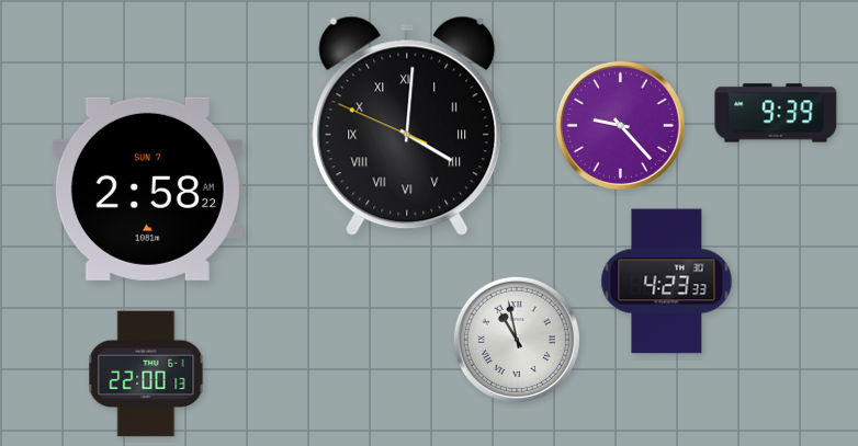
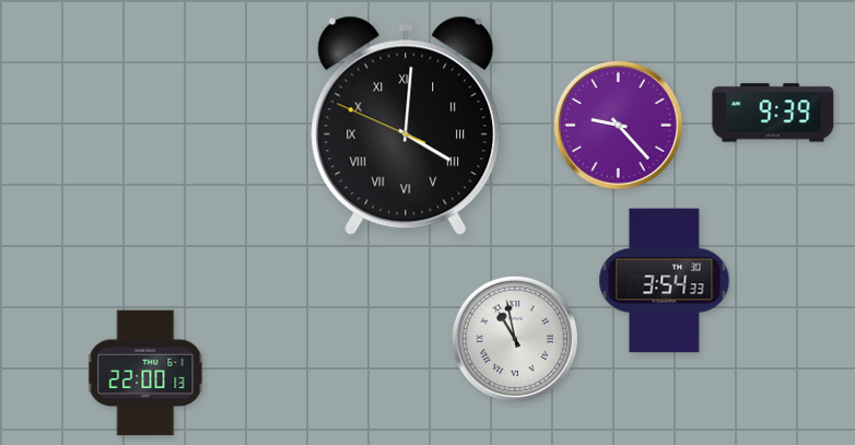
clock at (147, 188): 2:58 -> none
clock at (667, 282): 4:23 -> 3:54
